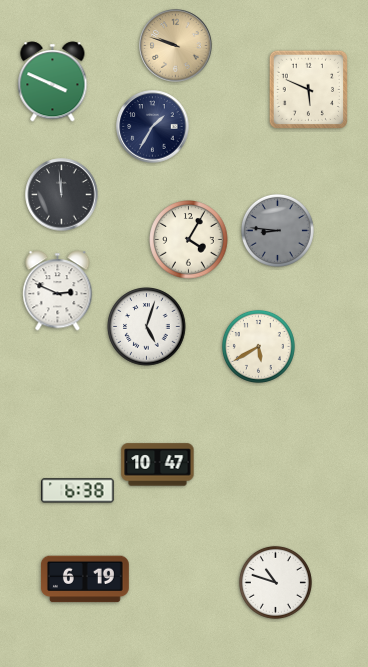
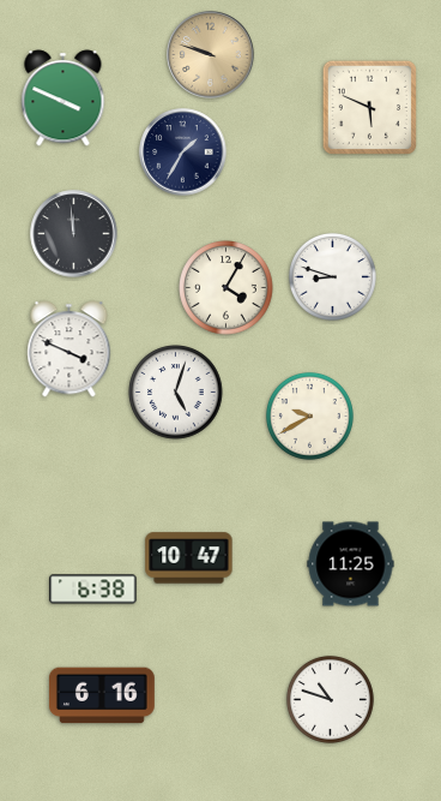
clock at (277, 230): 8:46 -> 8:48
clock at (277, 230) dial: grey -> white
clock at (58, 291): 2:49 -> 3:49
clock at (258, 346): 5:40 -> 9:40
clock at (351, 564): none -> 11:25
clock at (85, 579): 6:19 -> 6:16
